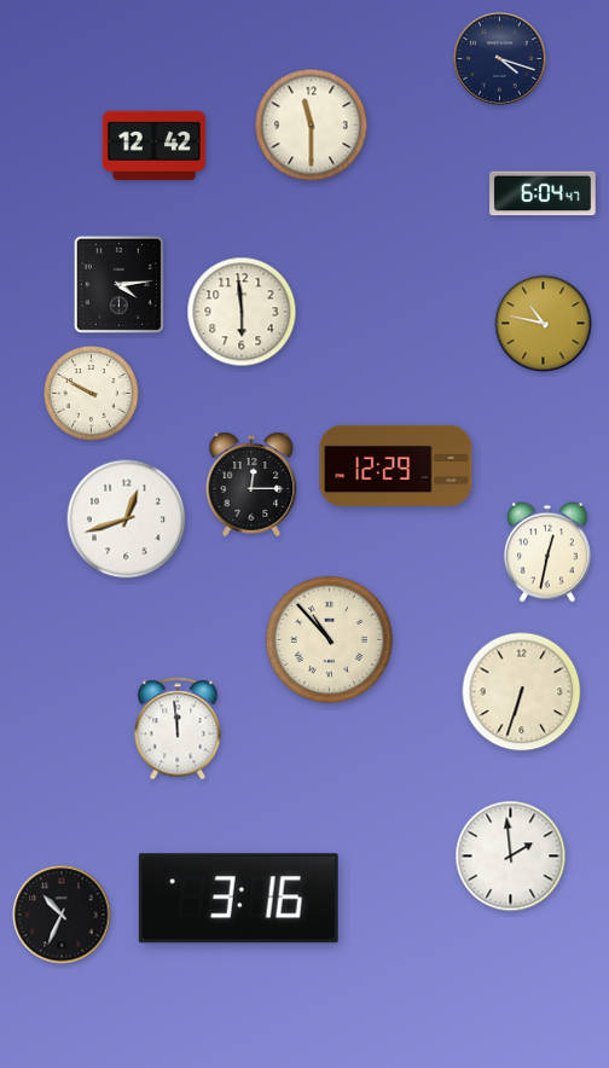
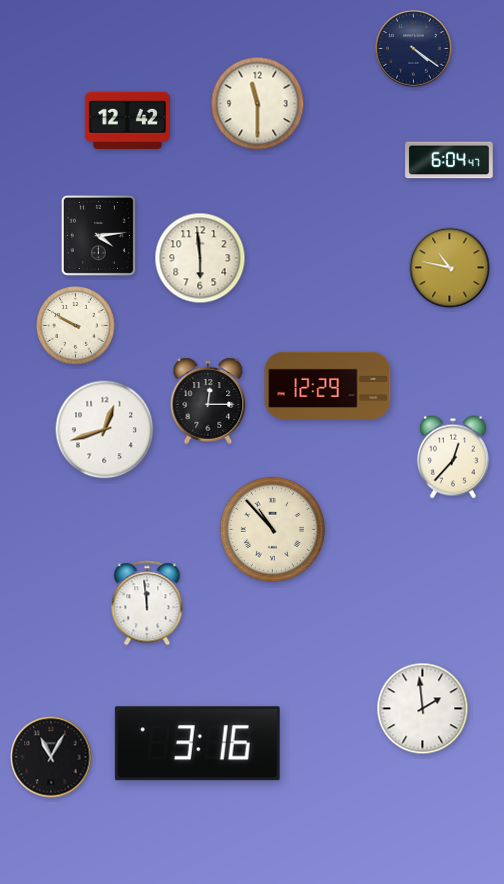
clock at (500, 59): 4:18 -> 4:21
clock at (547, 552): 12:32 -> 12:37
clock at (522, 692): 6:33 -> none
clock at (62, 915): 10:34 -> 11:05
